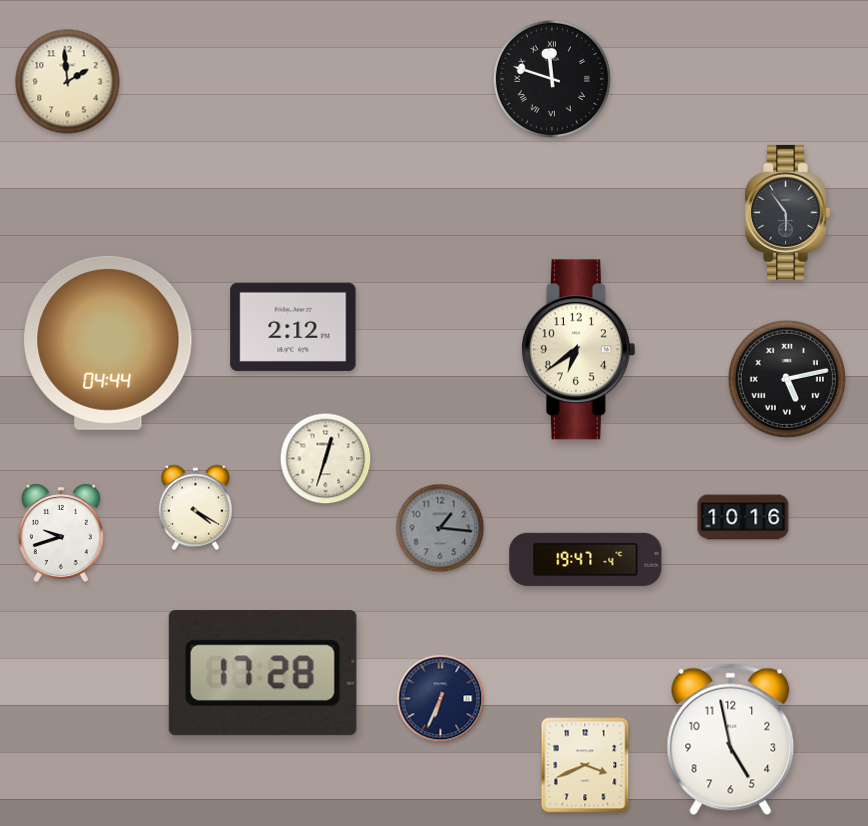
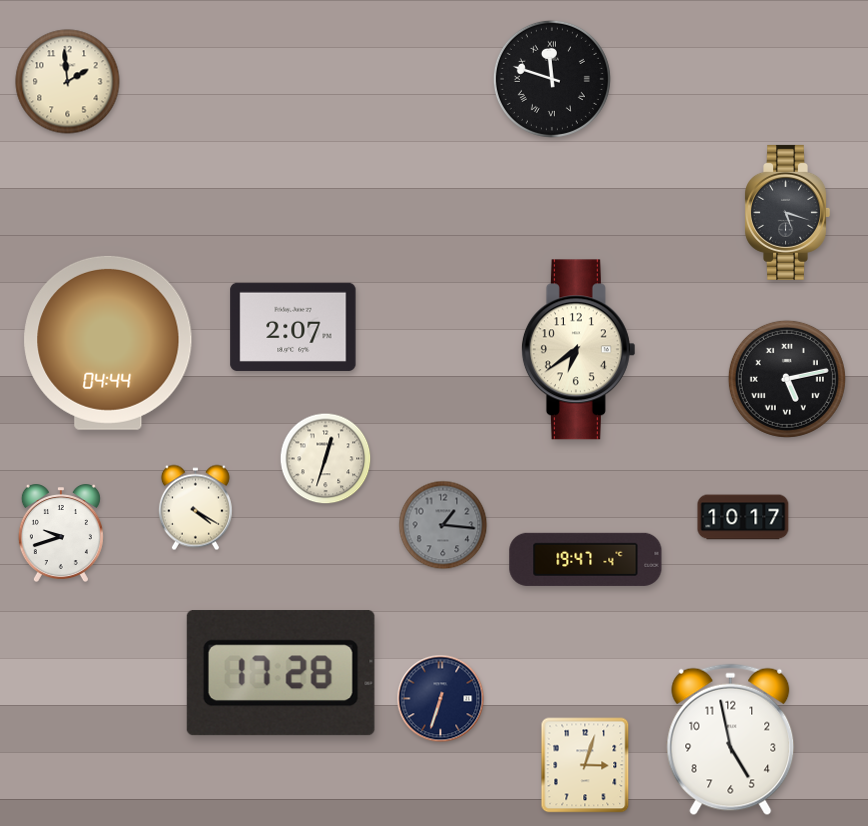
clock at (787, 212): 5:54 -> 5:18
clock at (293, 327): 2:12 -> 2:07
clock at (743, 517): 10:16 -> 10:17
clock at (440, 528) position: (440, 528) -> (443, 525)
clock at (263, 673) position: (263, 673) -> (281, 673)
clock at (441, 699): 6:34 -> 6:33
clock at (585, 765): 3:41 -> 3:03
